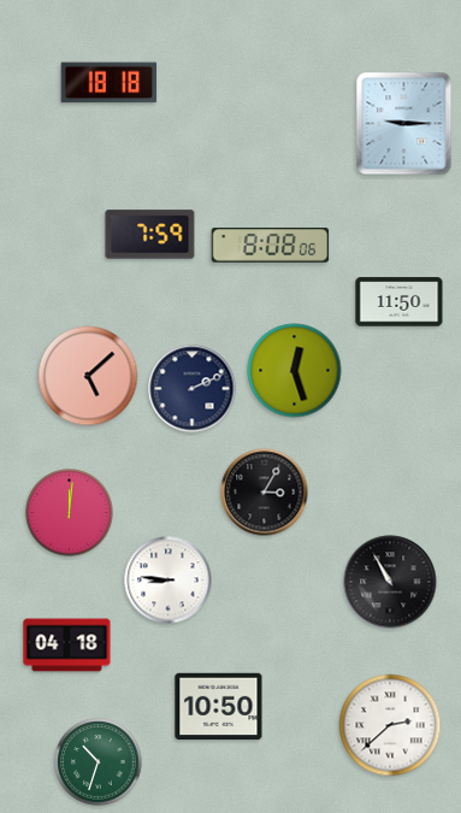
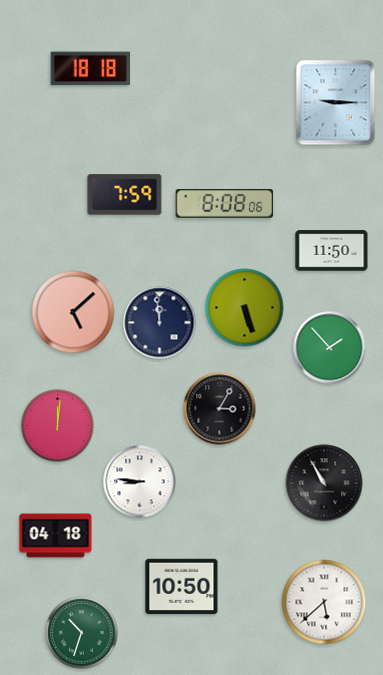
clock at (295, 371): 12:27 -> 5:27
clock at (193, 389): 2:11 -> 11:59
clock at (330, 348): none -> 1:53
clock at (390, 725): 2:38 -> 5:38
